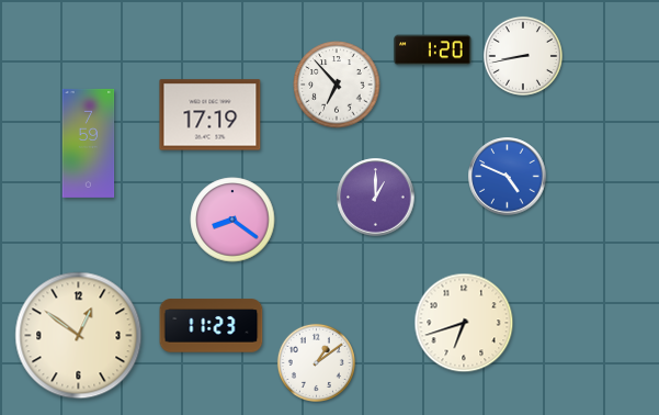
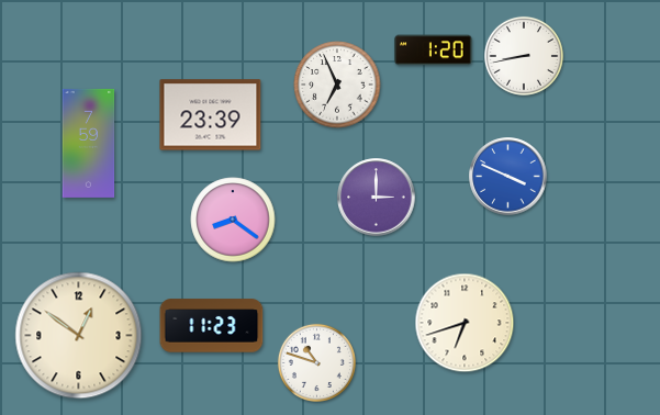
clock at (337, 85): 6:53 -> 6:56
clock at (211, 115): 17:19 -> 23:39
clock at (508, 177): 4:49 -> 3:49
clock at (376, 198): 1:00 -> 3:00
clock at (316, 362): 1:09 -> 10:48
